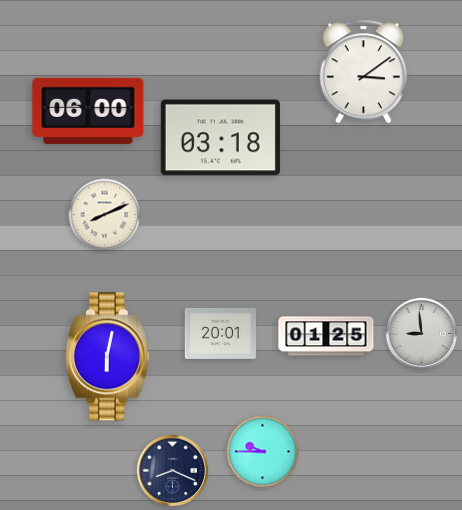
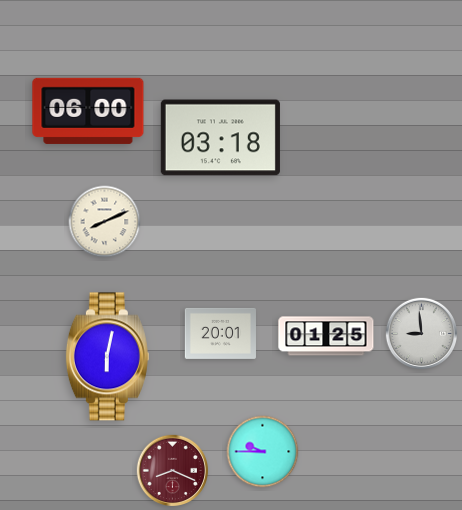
clock at (363, 72): 3:09 -> none
clock at (105, 215) position: (105, 215) -> (105, 222)
clock at (172, 470) dial: navy -> burgundy
